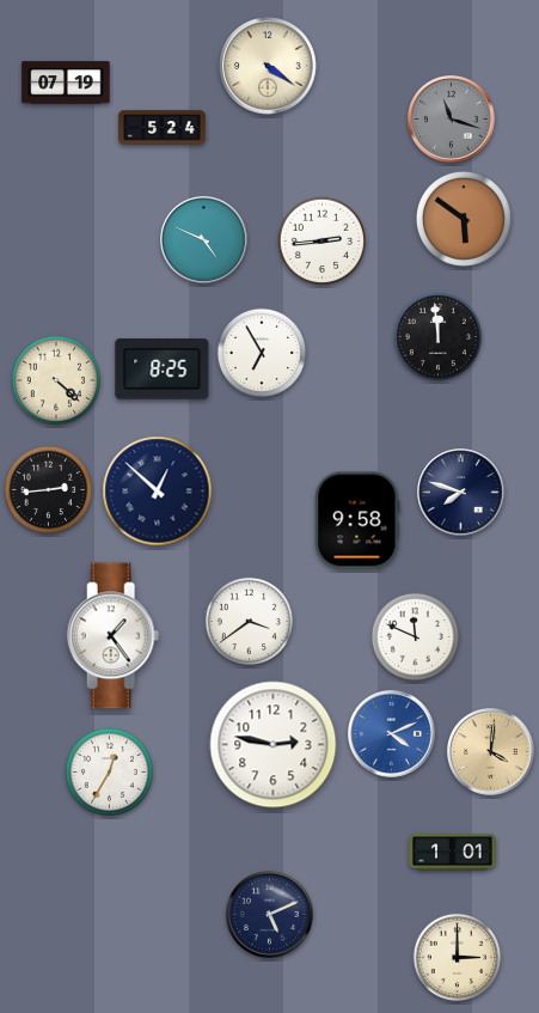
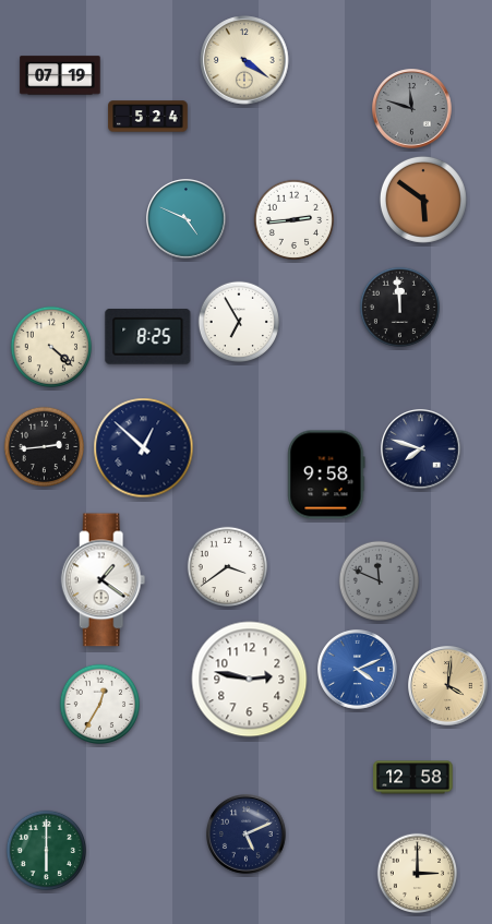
clock at (452, 120): 11:18 -> 11:48
clock at (114, 636): 1:24 -> 1:21
clock at (416, 637) dial: white -> grey
clock at (453, 853): 1:01 -> 12:58
clock at (47, 851): none -> 6:00
